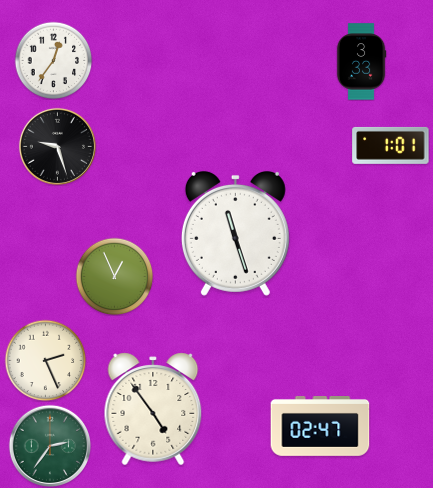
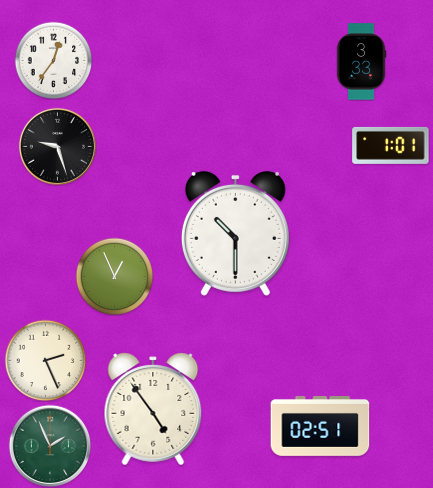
clock at (235, 233): 11:27 -> 10:30
clock at (320, 427): 02:47 -> 02:51
clock at (49, 445): 2:36 -> 1:56
